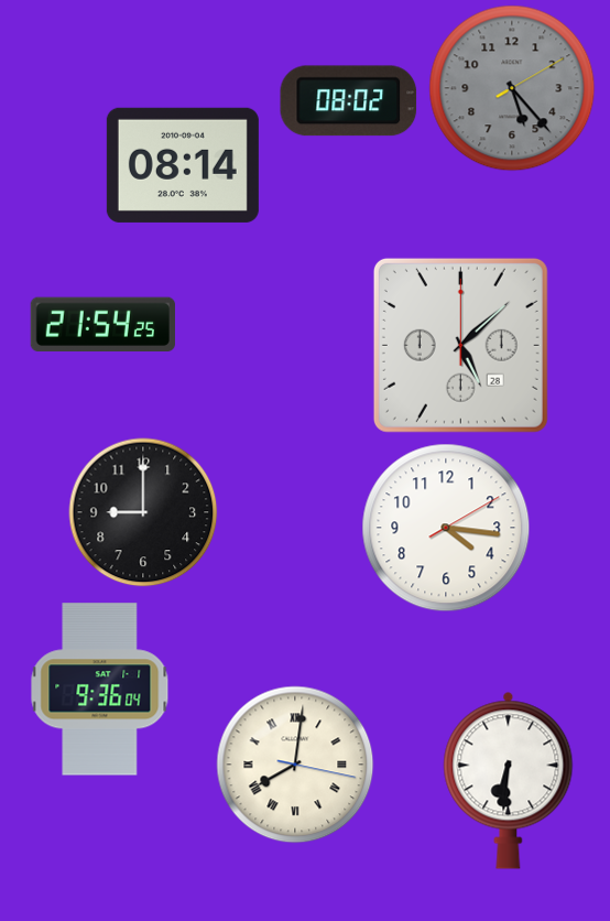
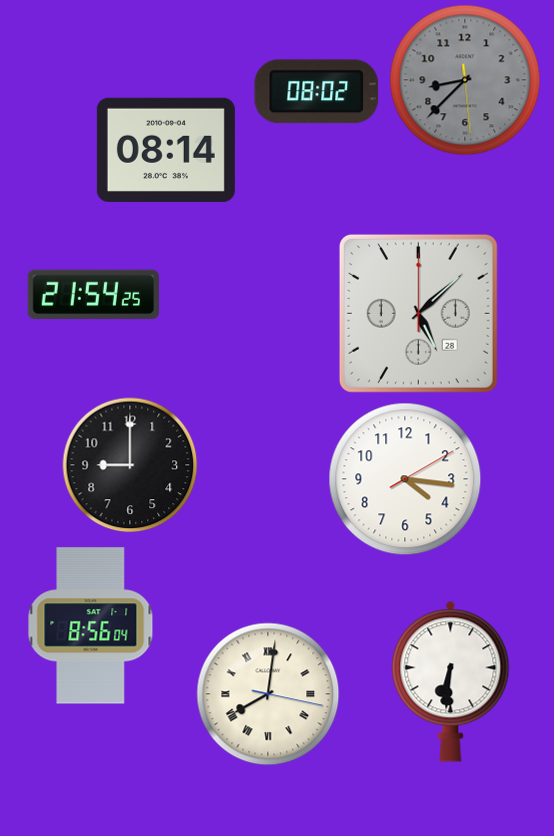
clock at (512, 88): 5:23 -> 8:37
clock at (100, 690): 9:36 -> 8:56
clock at (509, 780) position: (509, 780) -> (451, 681)
